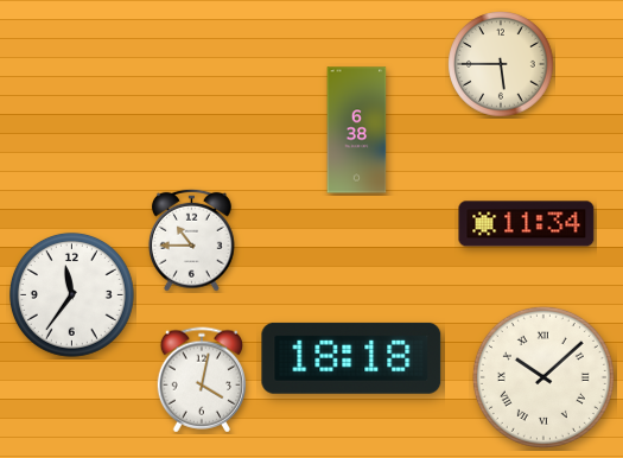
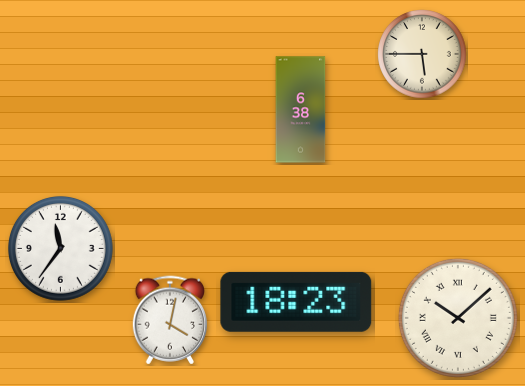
clock at (527, 224): 11:34 -> none
clock at (191, 240): 10:45 -> none
clock at (351, 358): 18:18 -> 18:23
